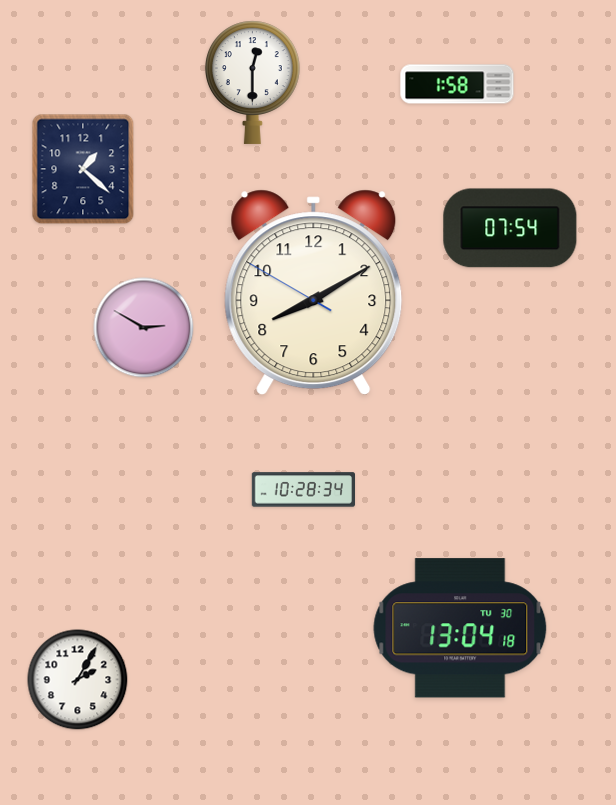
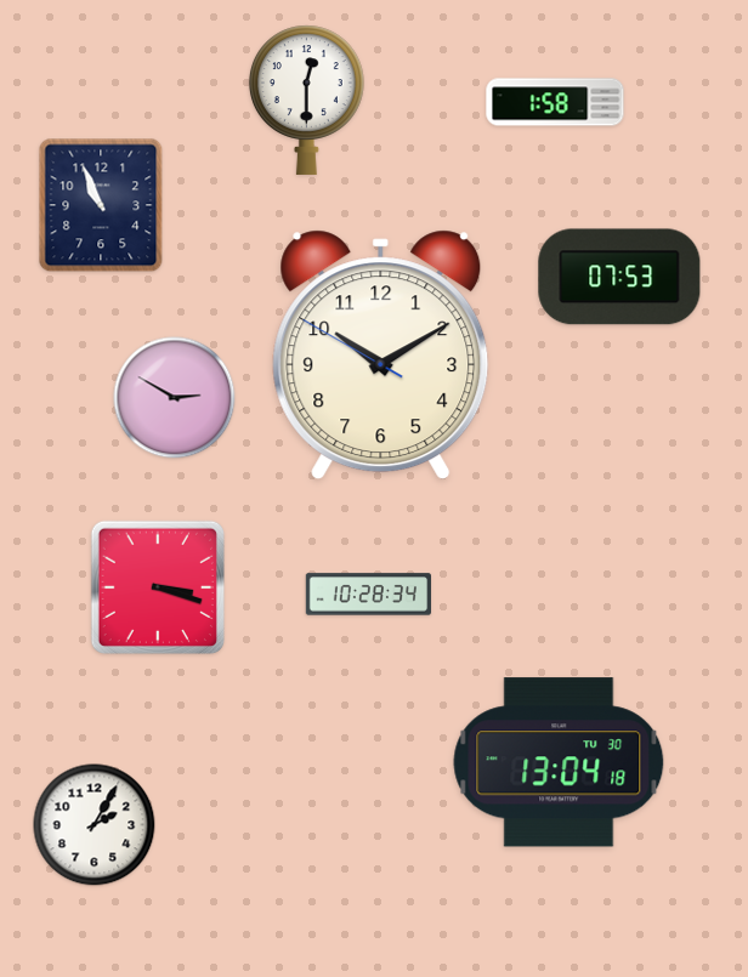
clock at (83, 169): 1:22 -> 10:56
clock at (510, 228): 07:54 -> 07:53
clock at (314, 293): 8:09 -> 10:09
clock at (157, 586): none -> 3:18
